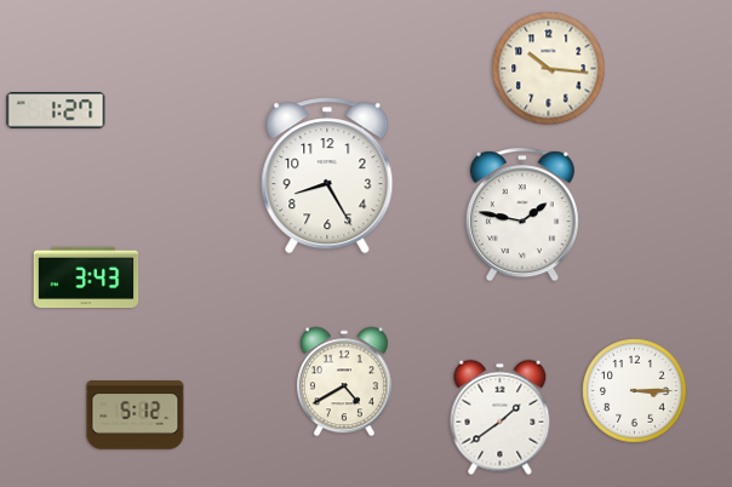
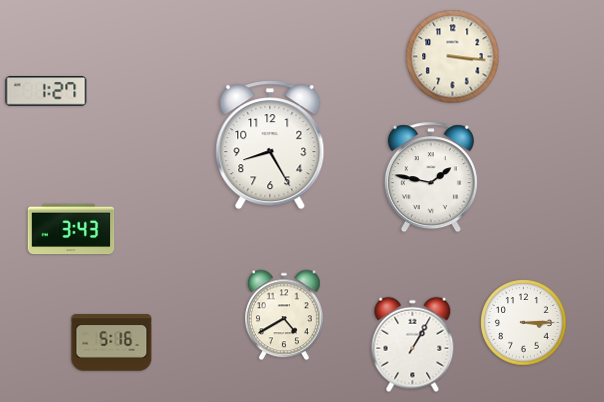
clock at (549, 69): 10:16 -> 3:16
clock at (136, 416): 5:12 -> 5:16
clock at (501, 418): 1:39 -> 1:05
